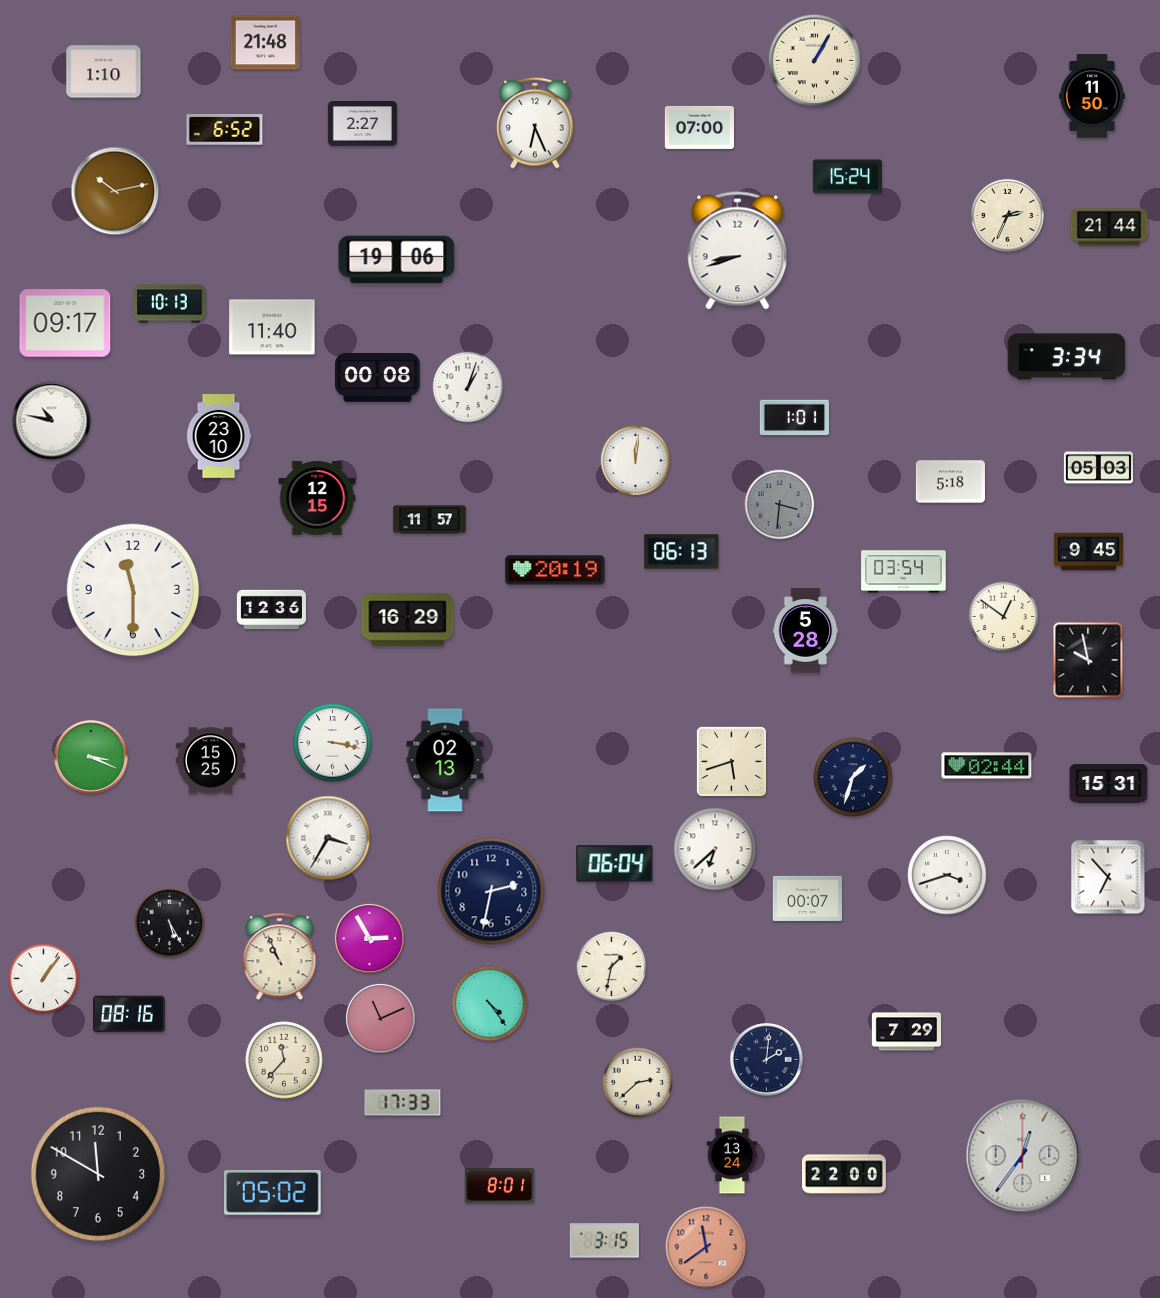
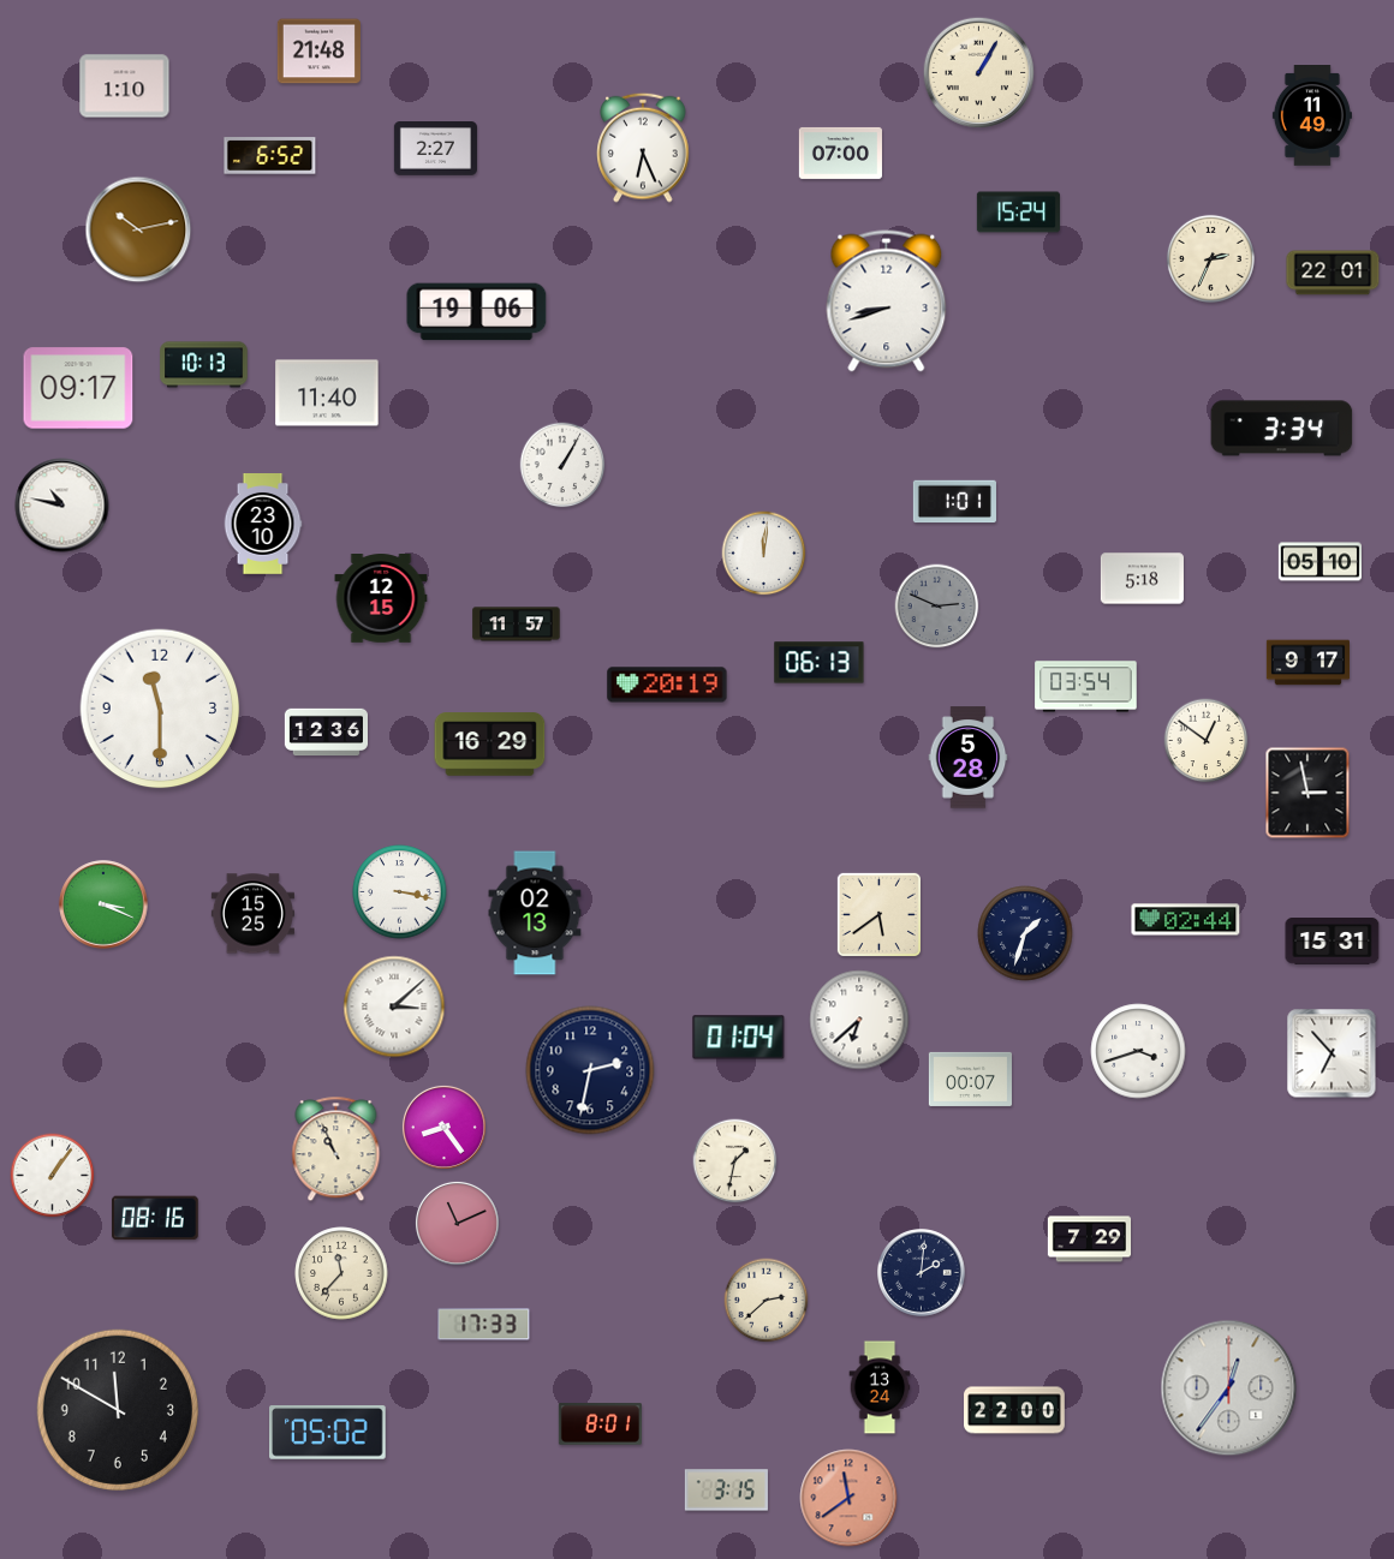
clock at (1092, 97): 11:50 -> 11:49
clock at (1109, 227): 21:44 -> 22:01
clock at (378, 378): 00:08 -> none
clock at (468, 387): 1:03 -> 1:05
clock at (1098, 468): 05:03 -> 05:10
clock at (780, 505): 3:31 -> 2:49
clock at (1088, 552): 9:45 -> 9:17
clock at (1088, 660): 9:58 -> 2:58
clock at (91, 757) position: (91, 757) -> (103, 904)
clock at (731, 761): 5:42 -> 5:39
clock at (328, 838): 3:35 -> 3:08
clock at (615, 864): 06:04 -> 01:04
clock at (170, 923): 5:25 -> none
clock at (369, 938): 2:55 -> 8:24
clock at (489, 1003): 4:24 -> none
